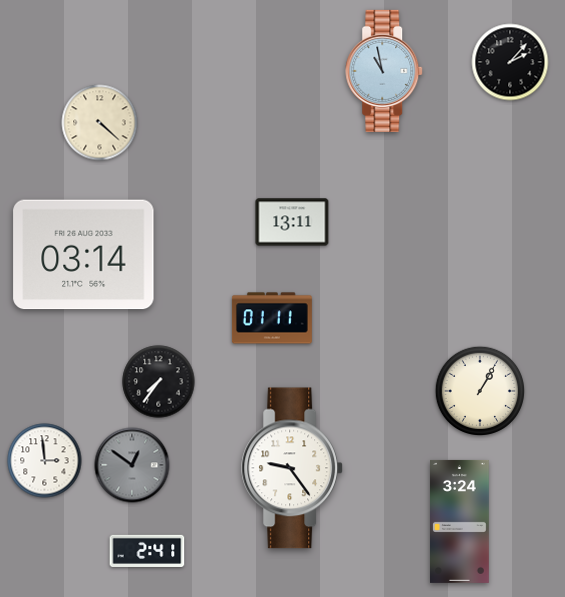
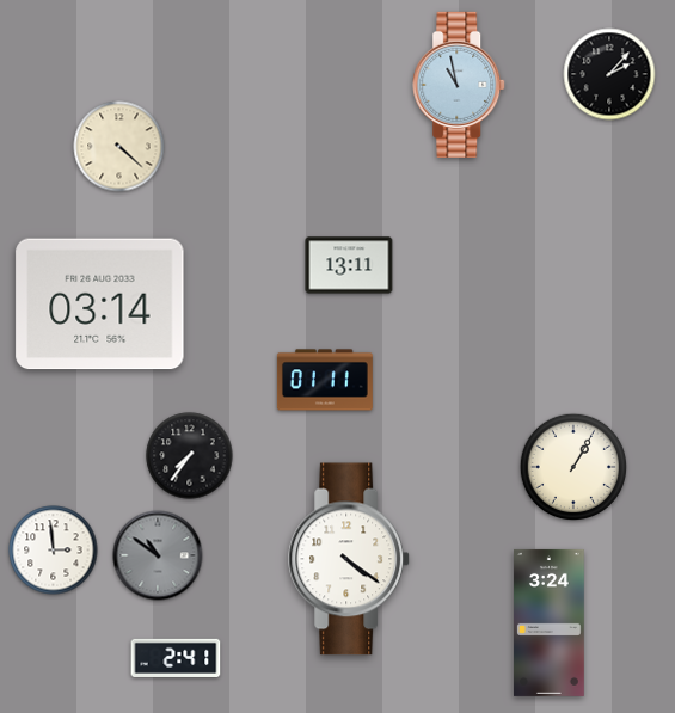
clock at (132, 465): 12:51 -> 10:51
clock at (293, 468): 9:24 -> 4:21
